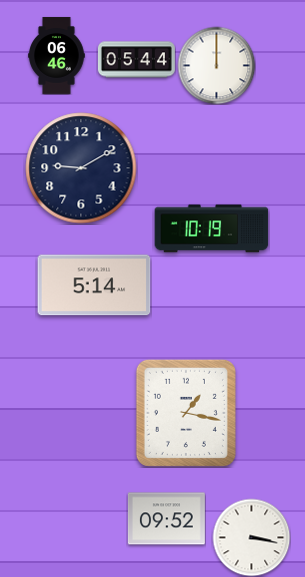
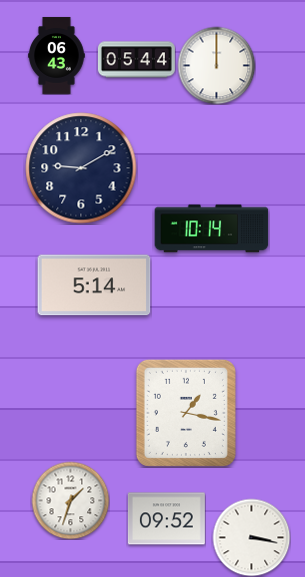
clock at (57, 55): 06:46 -> 06:43
clock at (212, 229): 10:19 -> 10:14
clock at (70, 500): none -> 1:33
